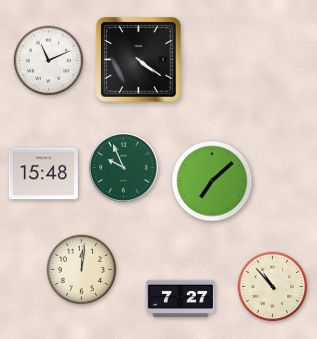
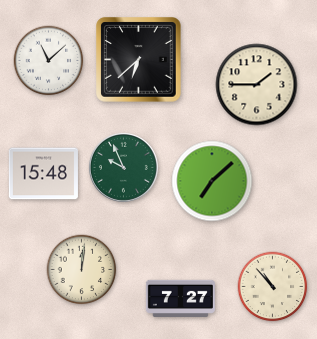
clock at (139, 60): 4:21 -> 6:38
clock at (49, 61): 11:11 -> 11:08
clock at (257, 85): none -> 1:45
